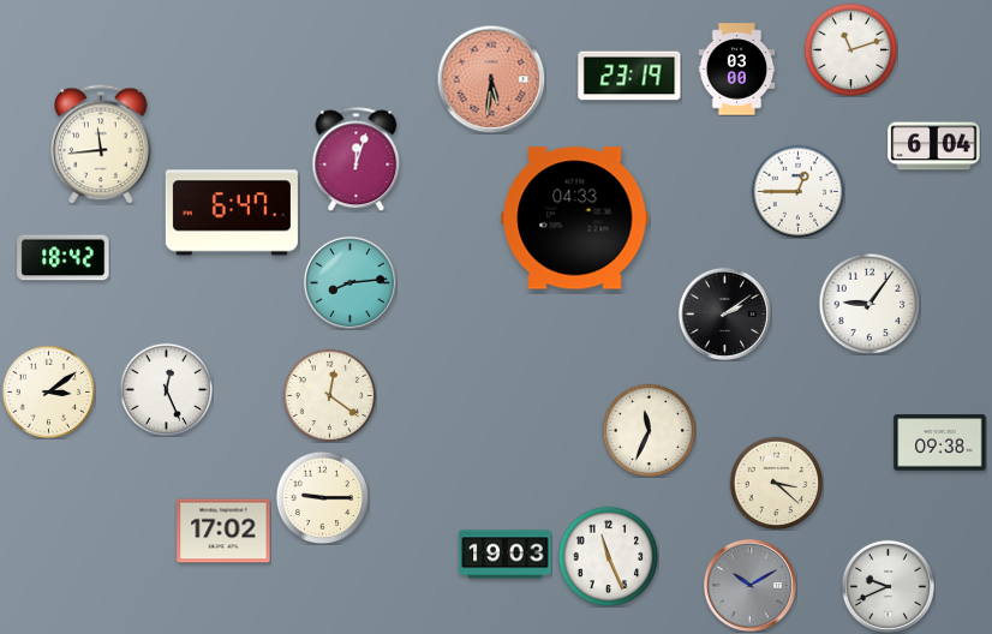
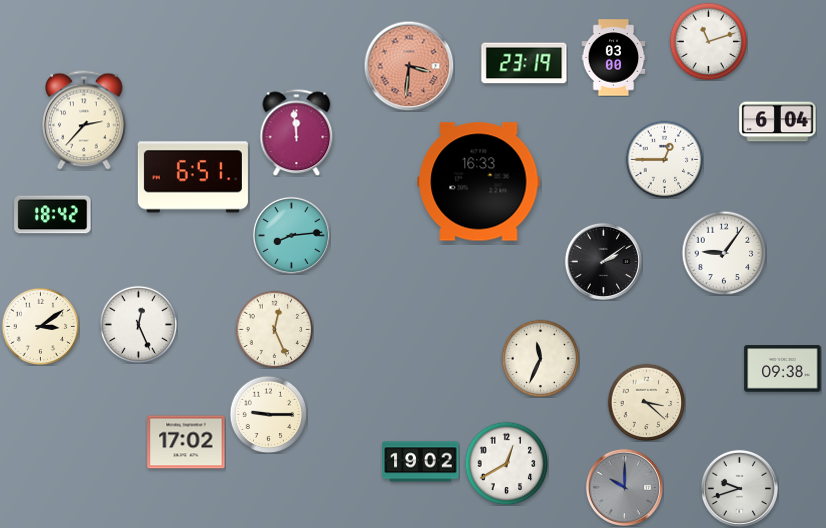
clock at (491, 79): 5:31 -> 3:31
clock at (101, 144): 11:44 -> 2:37
clock at (357, 158): 12:03 -> 11:59
clock at (232, 213): 6:47 -> 6:51
clock at (575, 219): 04:33 -> 16:33
clock at (329, 395): 12:21 -> 12:26
clock at (506, 555): 19:03 -> 19:02
clock at (608, 556): 11:26 -> 12:40
clock at (749, 585): 10:10 -> 10:00
clock at (888, 586): 9:41 -> 9:42
